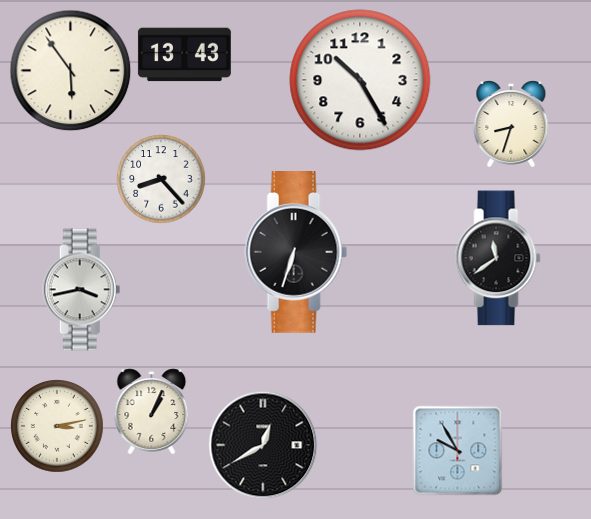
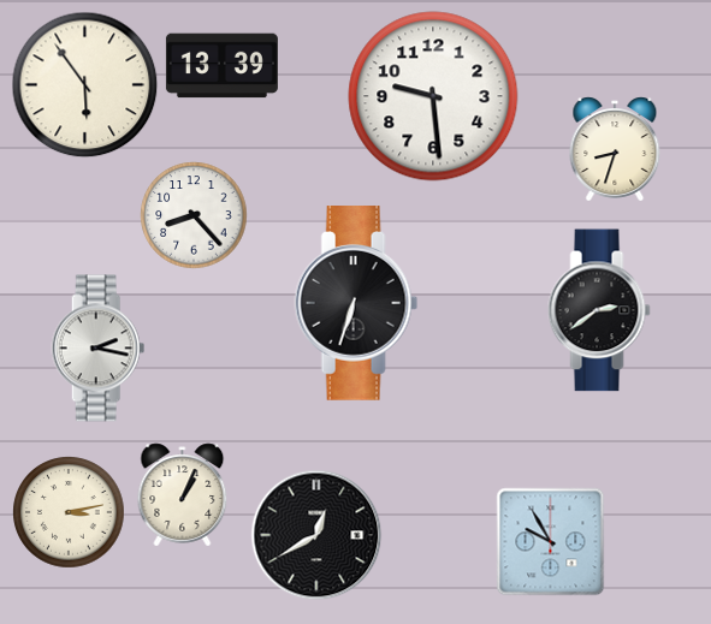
clock at (184, 55): 13:43 -> 13:39
clock at (360, 80): 10:25 -> 9:29
clock at (498, 258): 11:39 -> 2:39
clock at (82, 290): 3:43 -> 2:17
